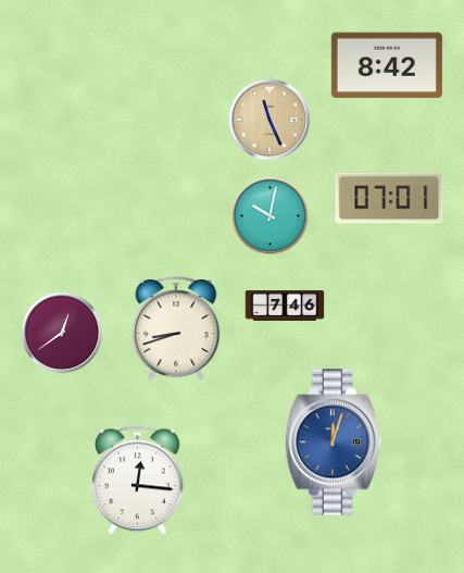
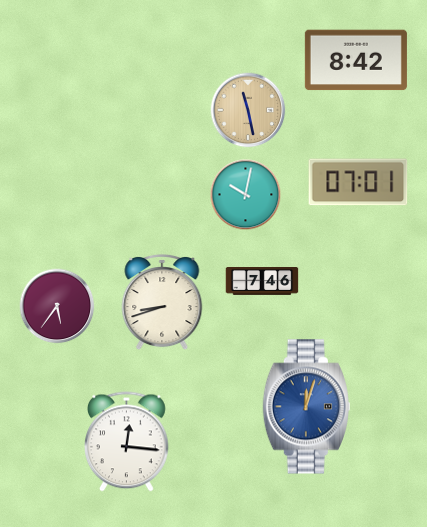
clock at (269, 120): 11:26 -> 11:28
clock at (271, 216) position: (271, 216) -> (246, 195)
clock at (62, 333): 12:39 -> 5:36
